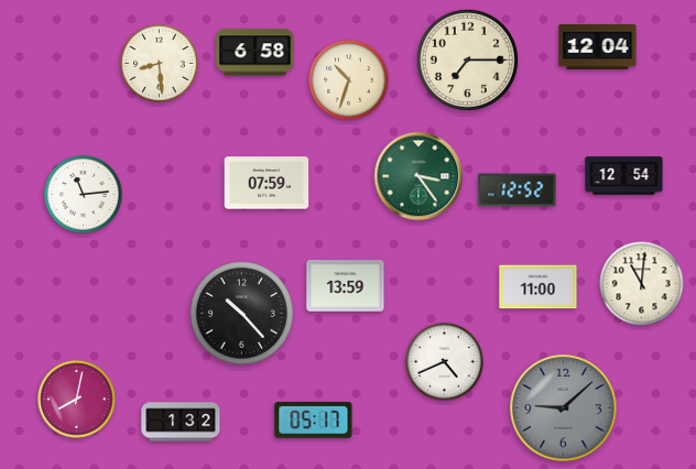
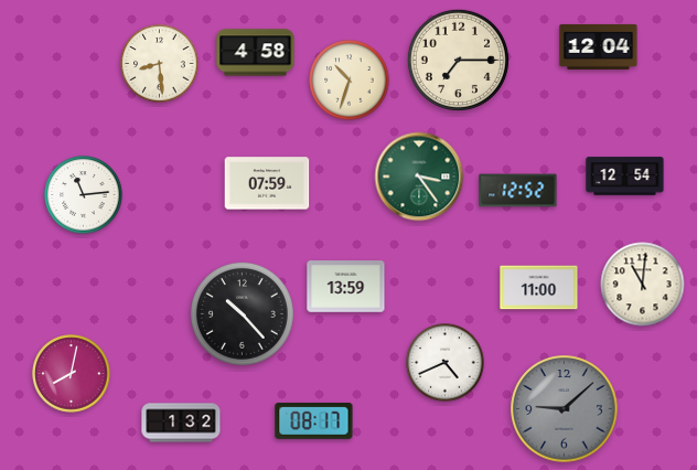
clock at (255, 53): 6:58 -> 4:58
clock at (467, 59) position: (467, 59) -> (458, 60)
clock at (77, 400) position: (77, 400) -> (72, 374)
clock at (314, 419): 05:17 -> 08:17
